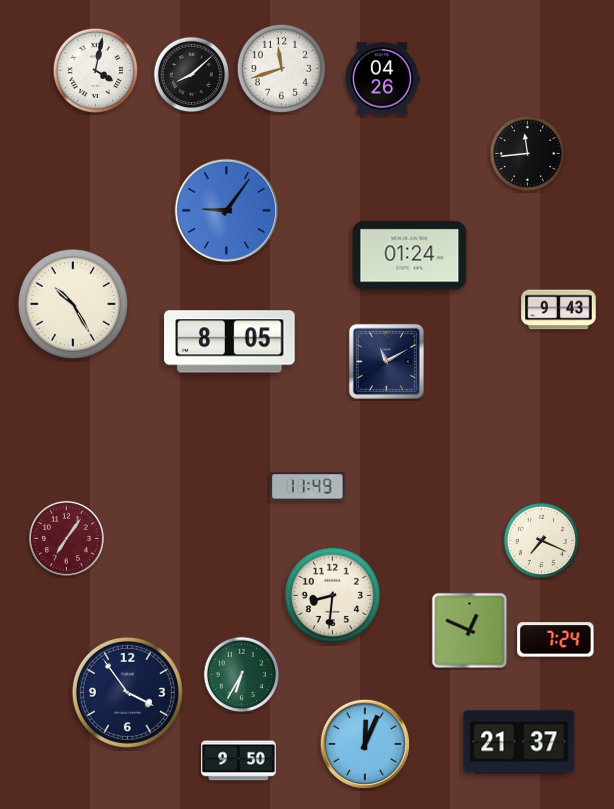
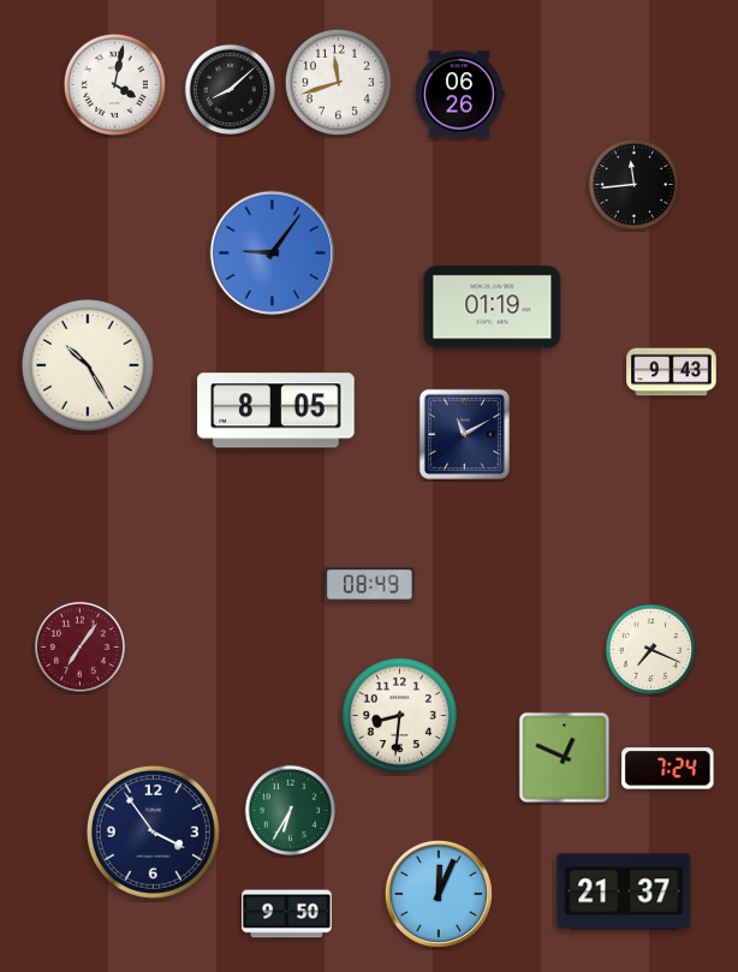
clock at (382, 79): 04:26 -> 06:26
clock at (410, 256): 01:24 -> 01:19
clock at (308, 487): 11:49 -> 08:49
